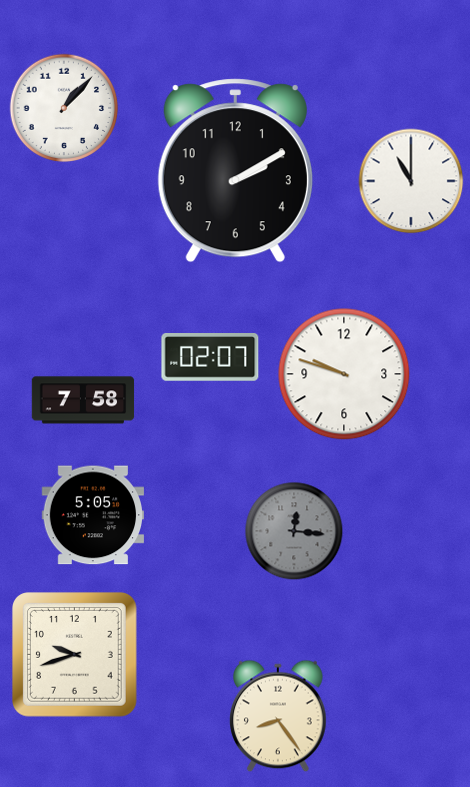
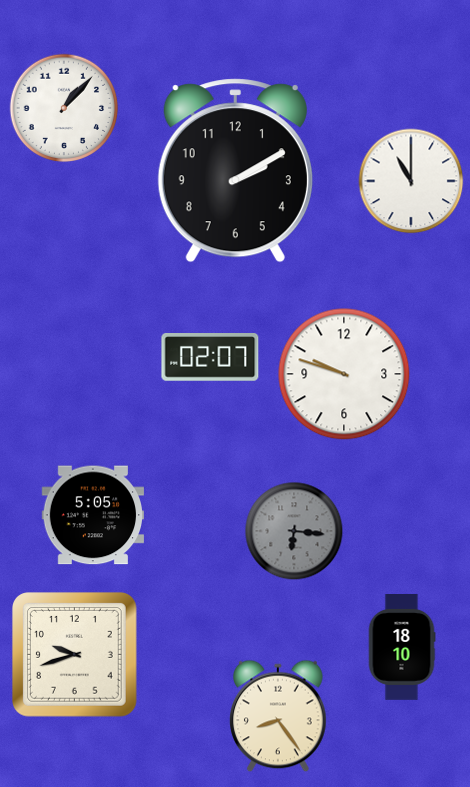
clock at (83, 400): 7:58 -> none
clock at (294, 531): 12:16 -> 6:16
clock at (402, 648): none -> 18:10
